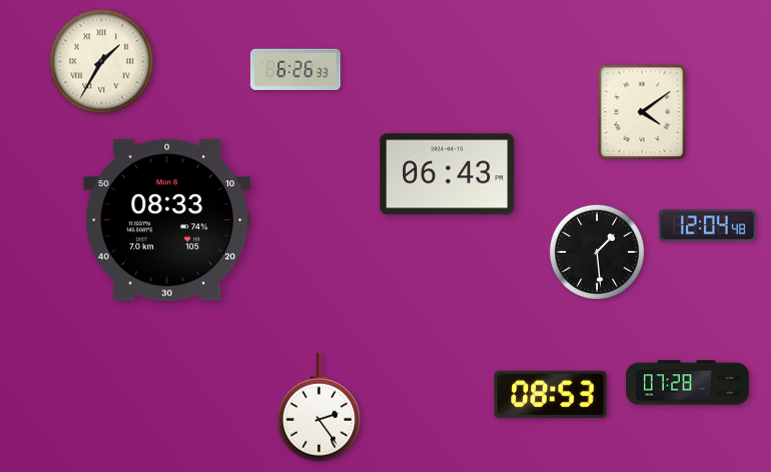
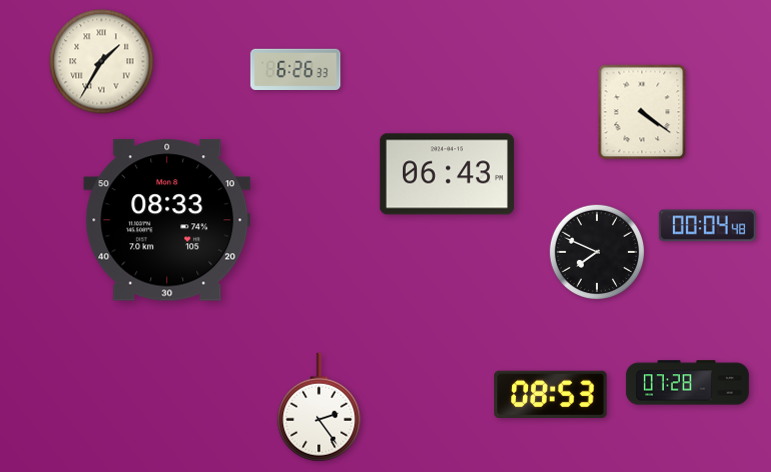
clock at (642, 112): 4:09 -> 4:21
clock at (707, 226): 12:04 -> 00:04
clock at (596, 251): 1:29 -> 7:49
